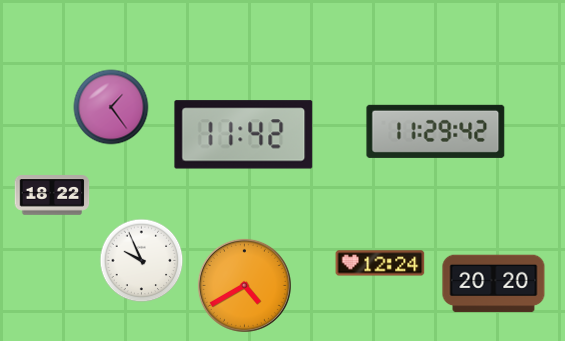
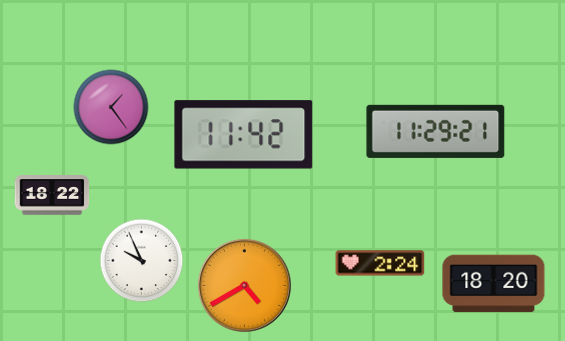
clock at (436, 131): 11:29:42 -> 11:29:21
clock at (380, 263): 12:24 -> 2:24
clock at (494, 284): 20:20 -> 18:20
